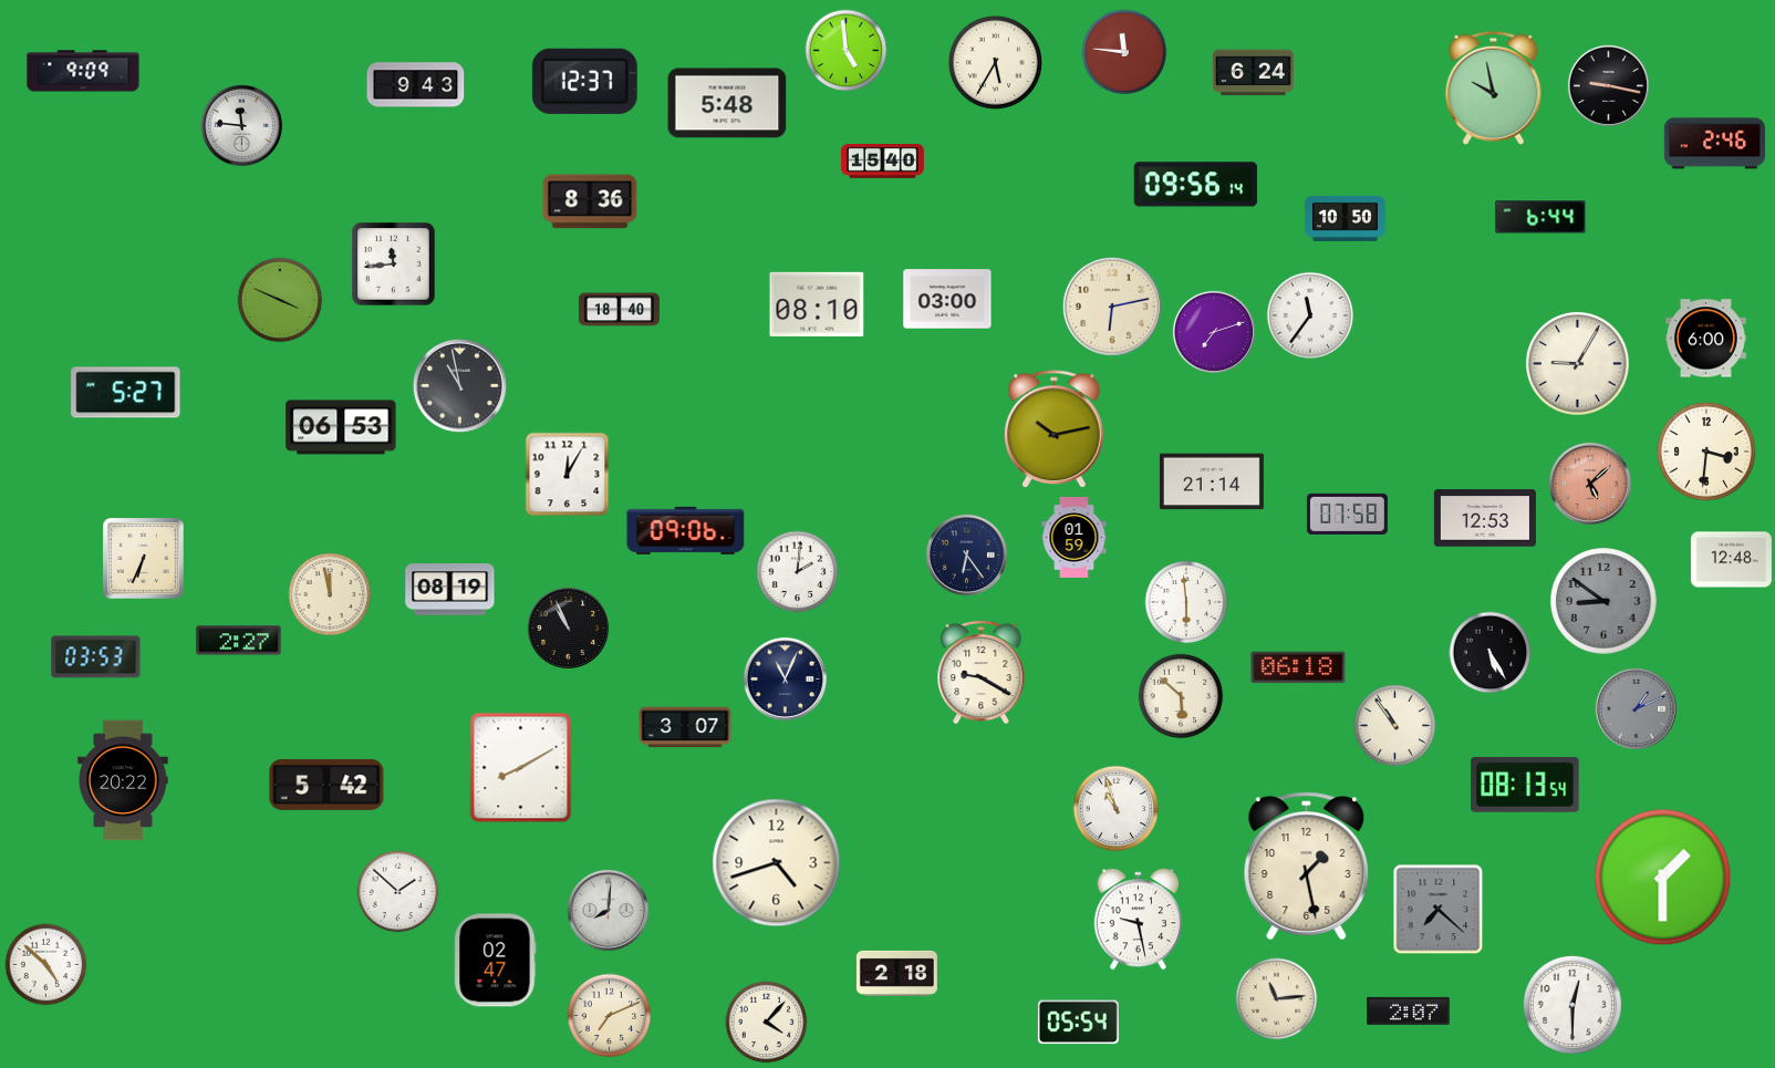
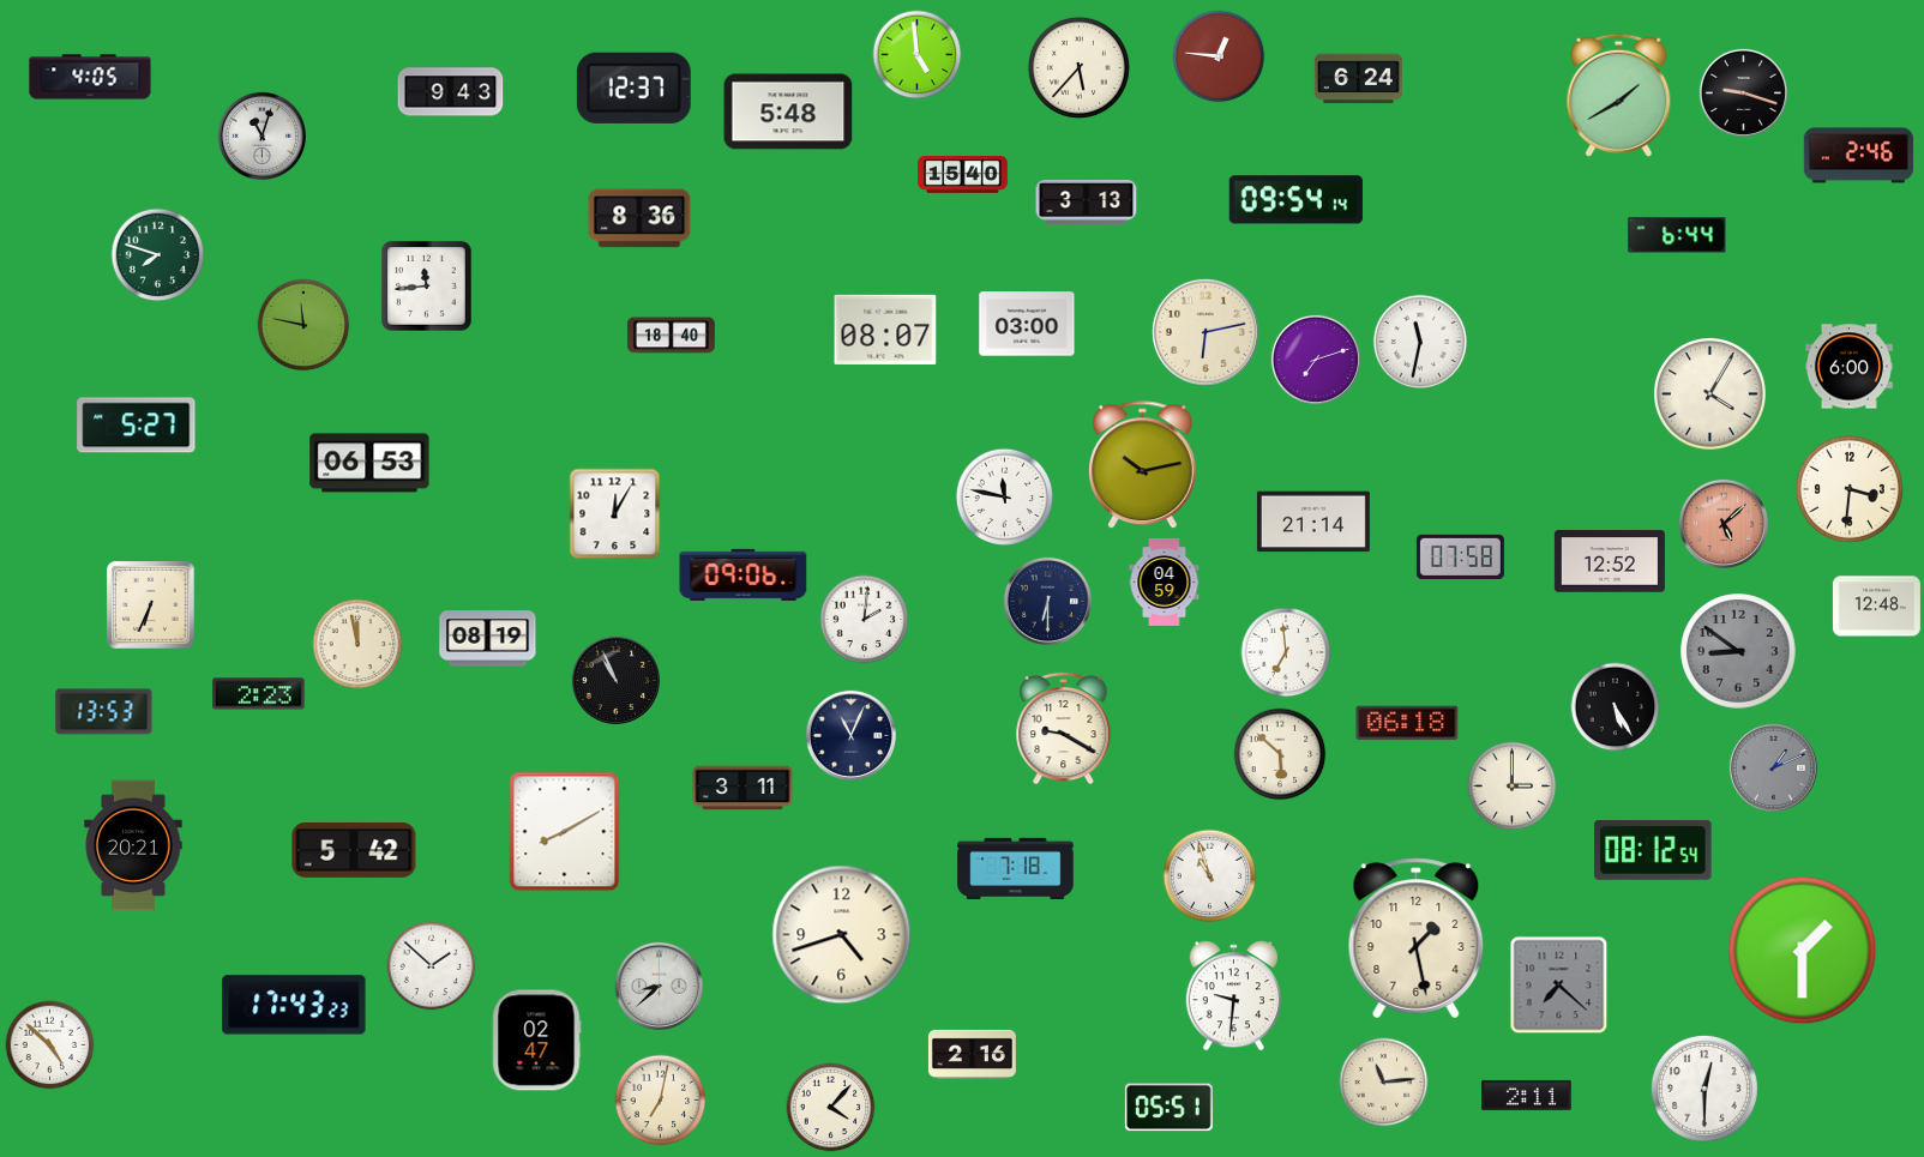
clock at (1124, 52): 11:46 -> 12:46
clock at (995, 62): 5:35 -> 5:37
clock at (83, 71): 9:09 -> 4:05
clock at (1608, 85): 9:17 -> 9:18
clock at (1494, 87): 9:58 -> 1:40
clock at (241, 125): 11:46 -> 11:03
clock at (883, 162) position: (883, 162) -> (963, 175)
clock at (1195, 185): 09:56 -> 09:54
clock at (1087, 203): none -> 3:13
clock at (1540, 217) position: (1540, 217) -> (1677, 235)
clock at (1345, 218): 10:50 -> none
clock at (158, 255): none -> 7:48
clock at (280, 300): 3:49 -> 11:47
clock at (817, 304): 08:10 -> 08:07
clock at (1310, 315): 11:36 -> 11:32
clock at (1578, 364): 9:05 -> 4:05
clock at (459, 385): 10:58 -> none
clock at (1005, 498): none -> 11:47
clock at (1485, 518): 12:53 -> 12:52
clock at (1075, 537): 01:59 -> 04:59
clock at (966, 554): 6:24 -> 6:30
clock at (144, 559) position: (144, 559) -> (151, 605)
clock at (1186, 602): 5:59 -> 6:59
clock at (239, 641): 2:27 -> 2:23
clock at (96, 657): 03:53 -> 13:53
clock at (1395, 726): 10:54 -> 3:00
clock at (685, 727): 3:07 -> 3:11
clock at (123, 780): 20:22 -> 20:21
clock at (1525, 785): 08:13 -> 08:12
clock at (1016, 868): none -> 7:18
clock at (608, 910): 8:01 -> 8:38
clock at (1138, 920): 9:28 -> 9:31
clock at (294, 1005): none -> 17:43
clock at (896, 973): 2:18 -> 2:16
clock at (1409, 1010): 2:07 -> 2:11
clock at (610, 1016): 7:11 -> 7:02
clock at (1078, 1023): 05:54 -> 05:51
